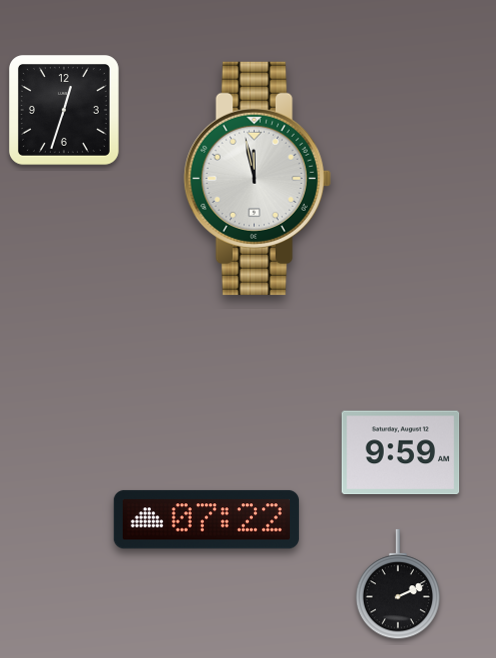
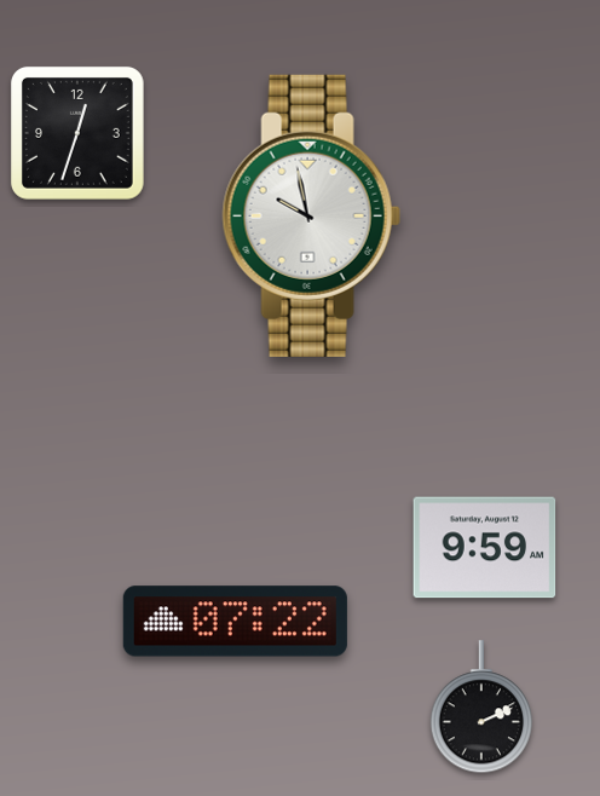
clock at (257, 178): 11:58 -> 9:58
clock at (206, 520) position: (206, 520) -> (235, 622)
